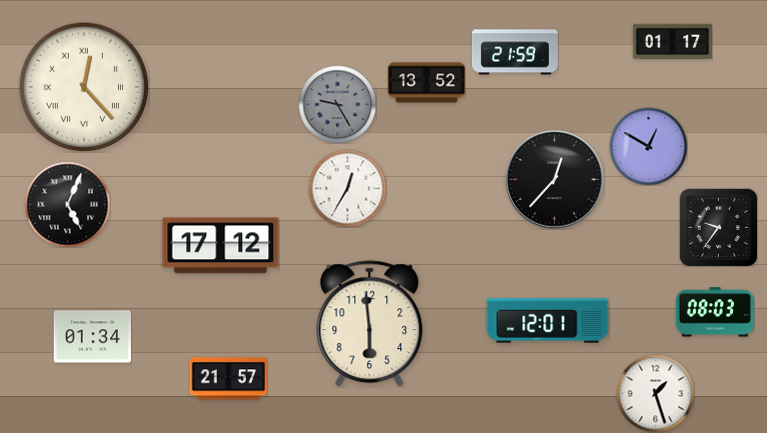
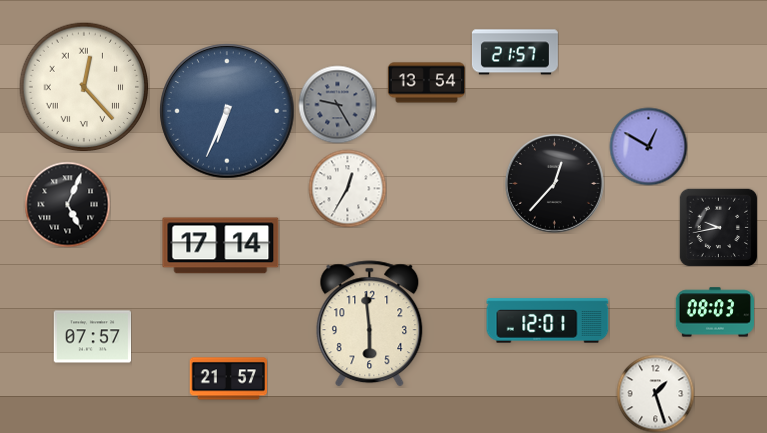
clock at (672, 42): 01:17 -> none
clock at (515, 52): 21:59 -> 21:57
clock at (426, 83): 13:52 -> 13:54
clock at (227, 111): none -> 6:34
clock at (555, 180) position: (555, 180) -> (555, 184)
clock at (718, 227): 9:36 -> 9:43
clock at (221, 246): 17:12 -> 17:14
clock at (92, 337): 01:34 -> 07:57
